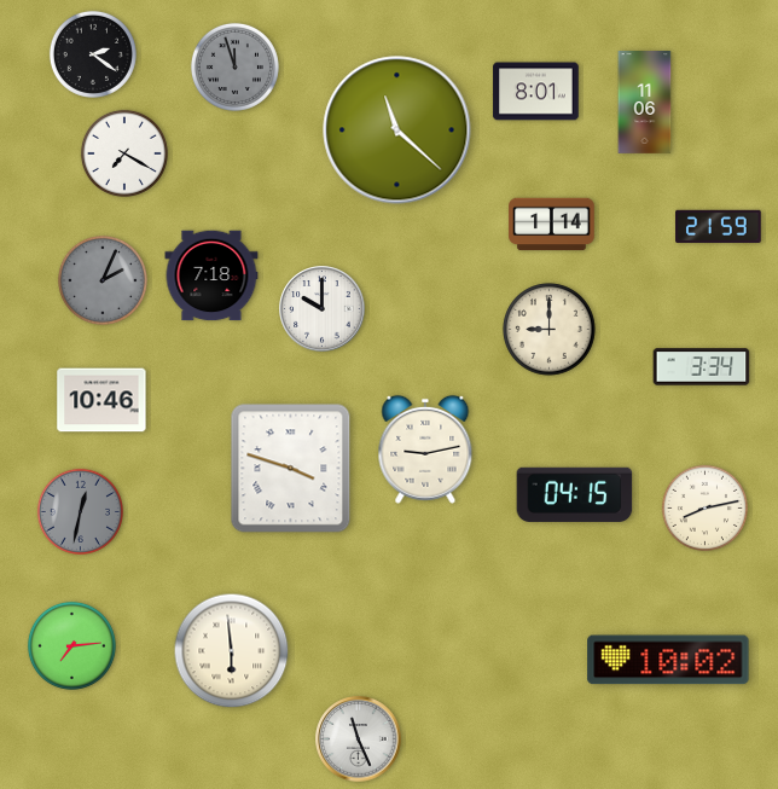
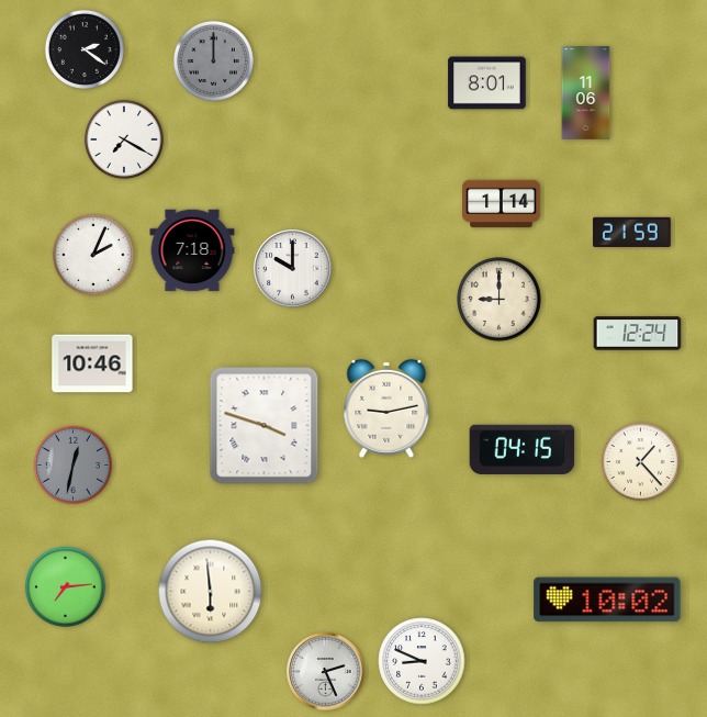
clock at (234, 66): 11:57 -> 12:00
clock at (397, 130): 11:22 -> none
clock at (124, 153) position: (124, 153) -> (124, 139)
clock at (719, 226) position: (719, 226) -> (632, 232)
clock at (103, 280) dial: grey -> white
clock at (323, 309) position: (323, 309) -> (293, 269)
clock at (702, 367): 3:34 -> 12:24
clock at (704, 507): 8:13 -> 1:23
clock at (422, 661): none -> 8:49
clock at (359, 739): 11:26 -> 2:26
